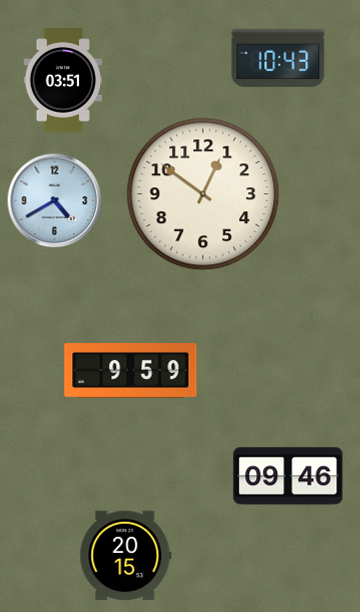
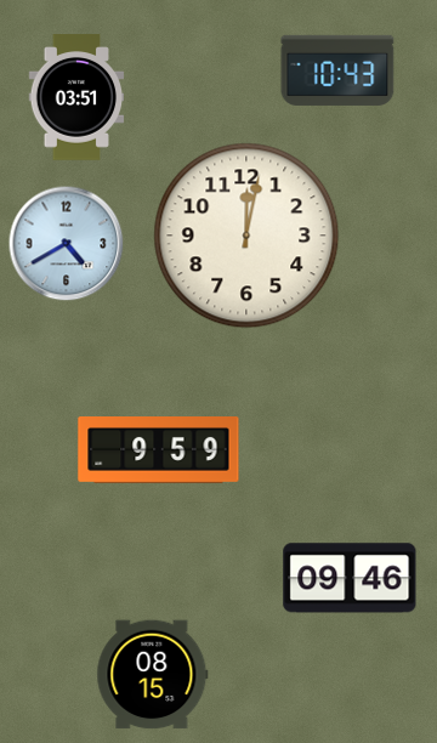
clock at (203, 194): 12:51 -> 12:02
clock at (126, 556): 20:15 -> 08:15
